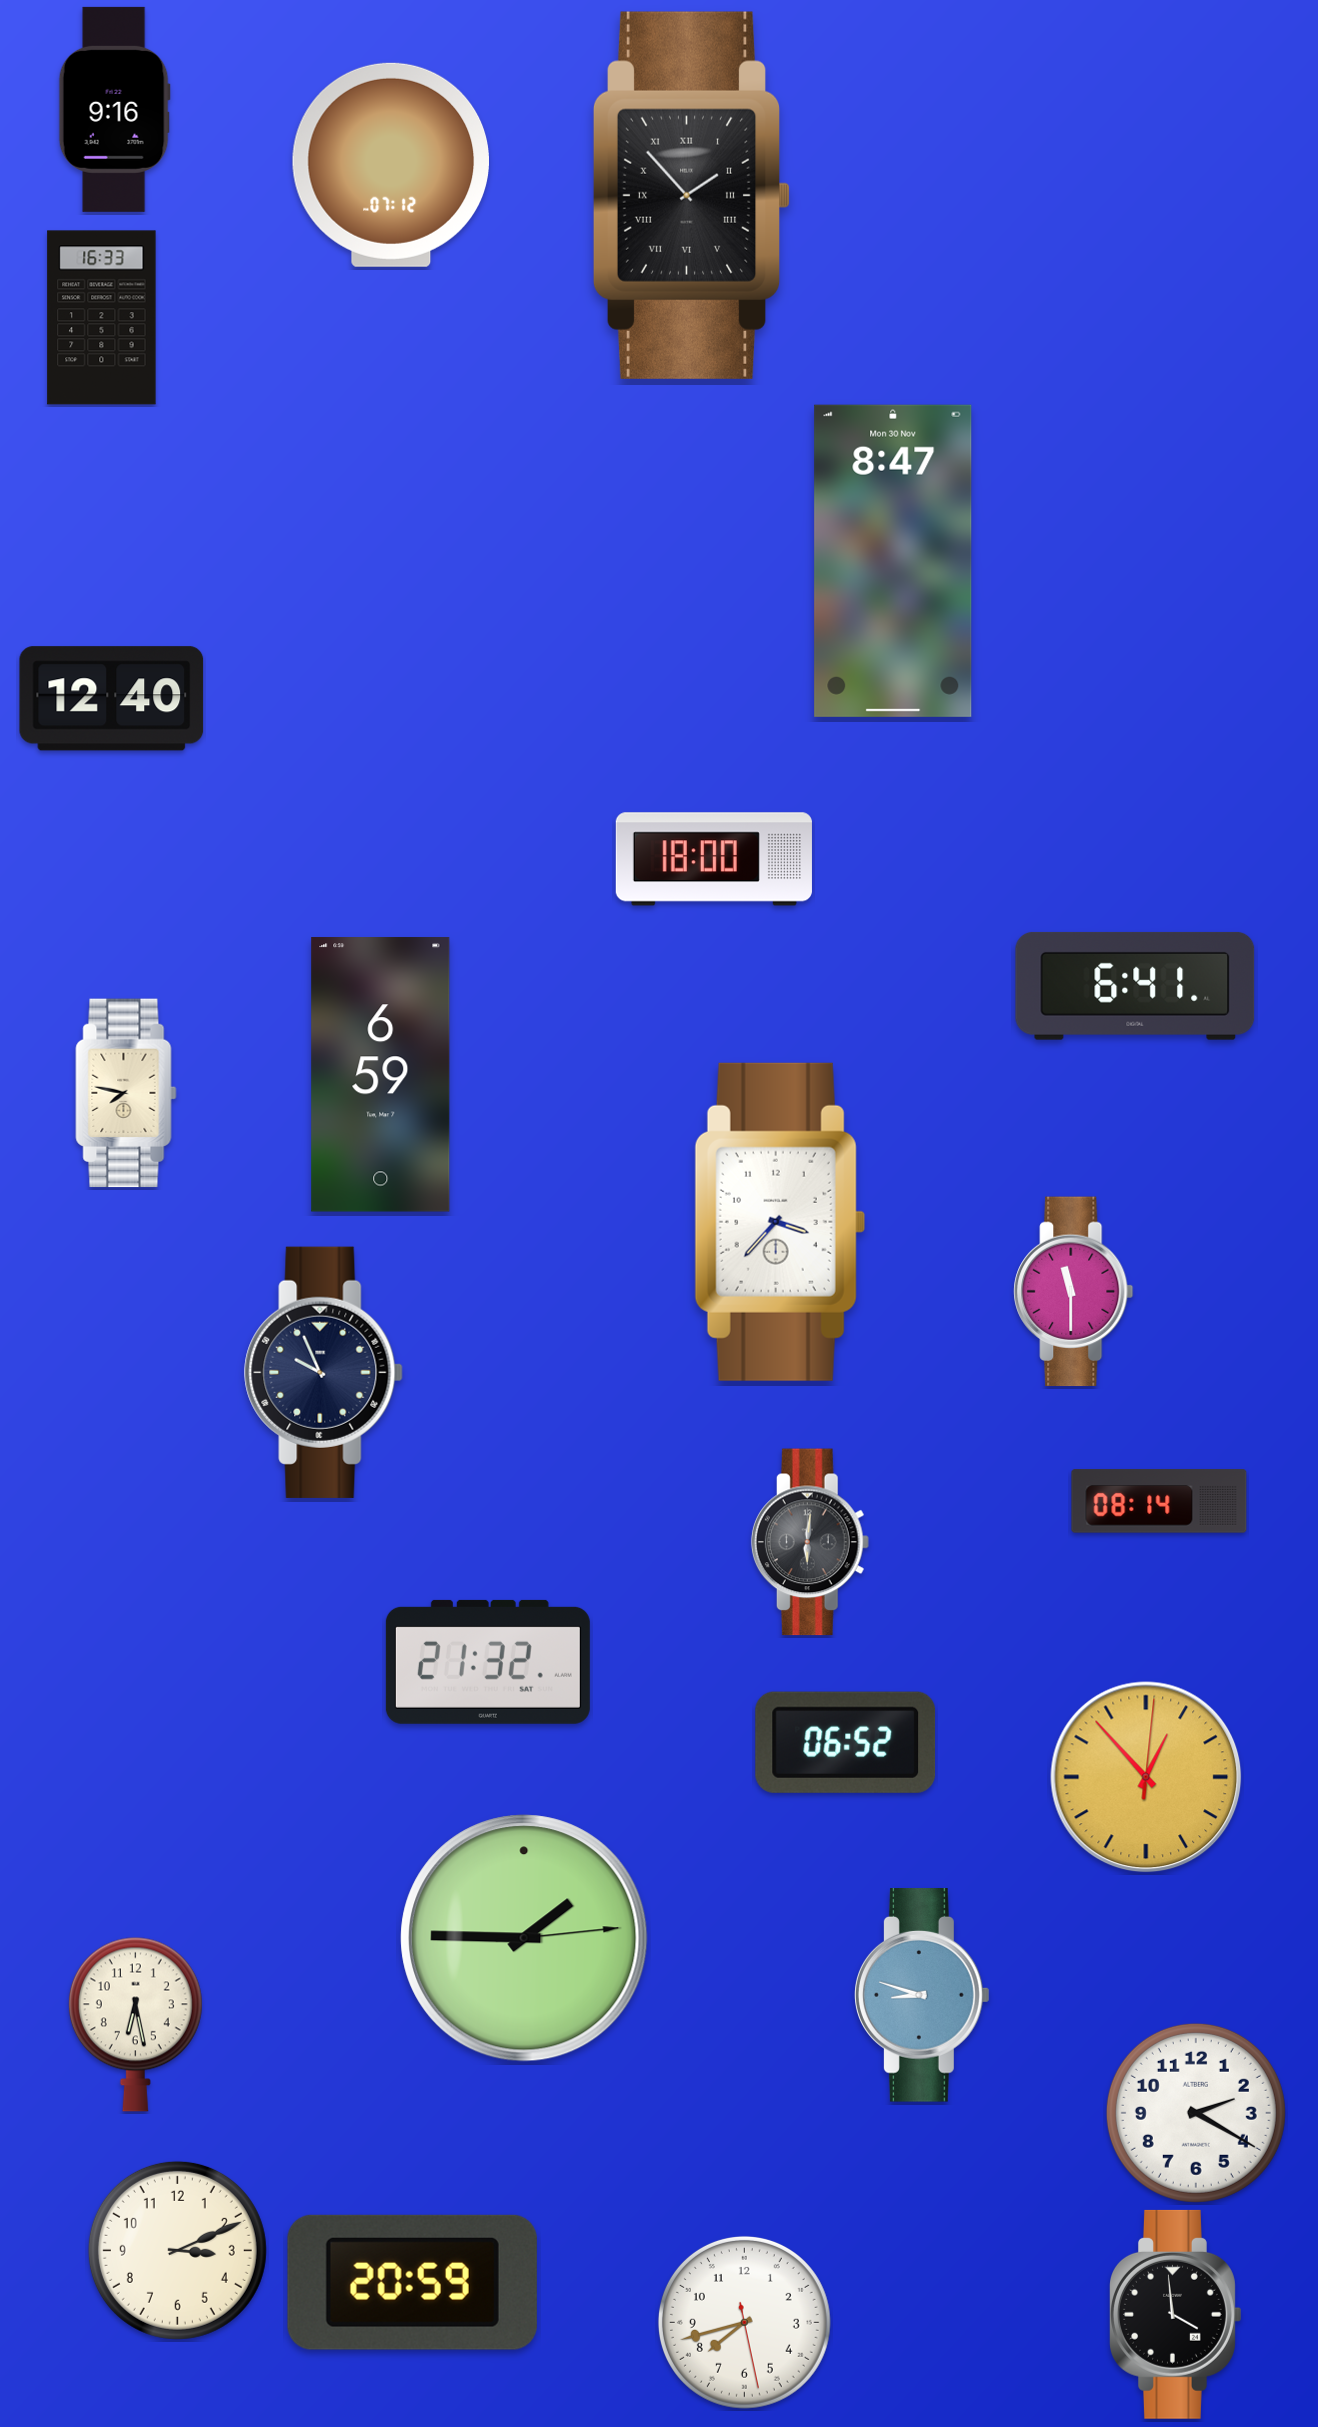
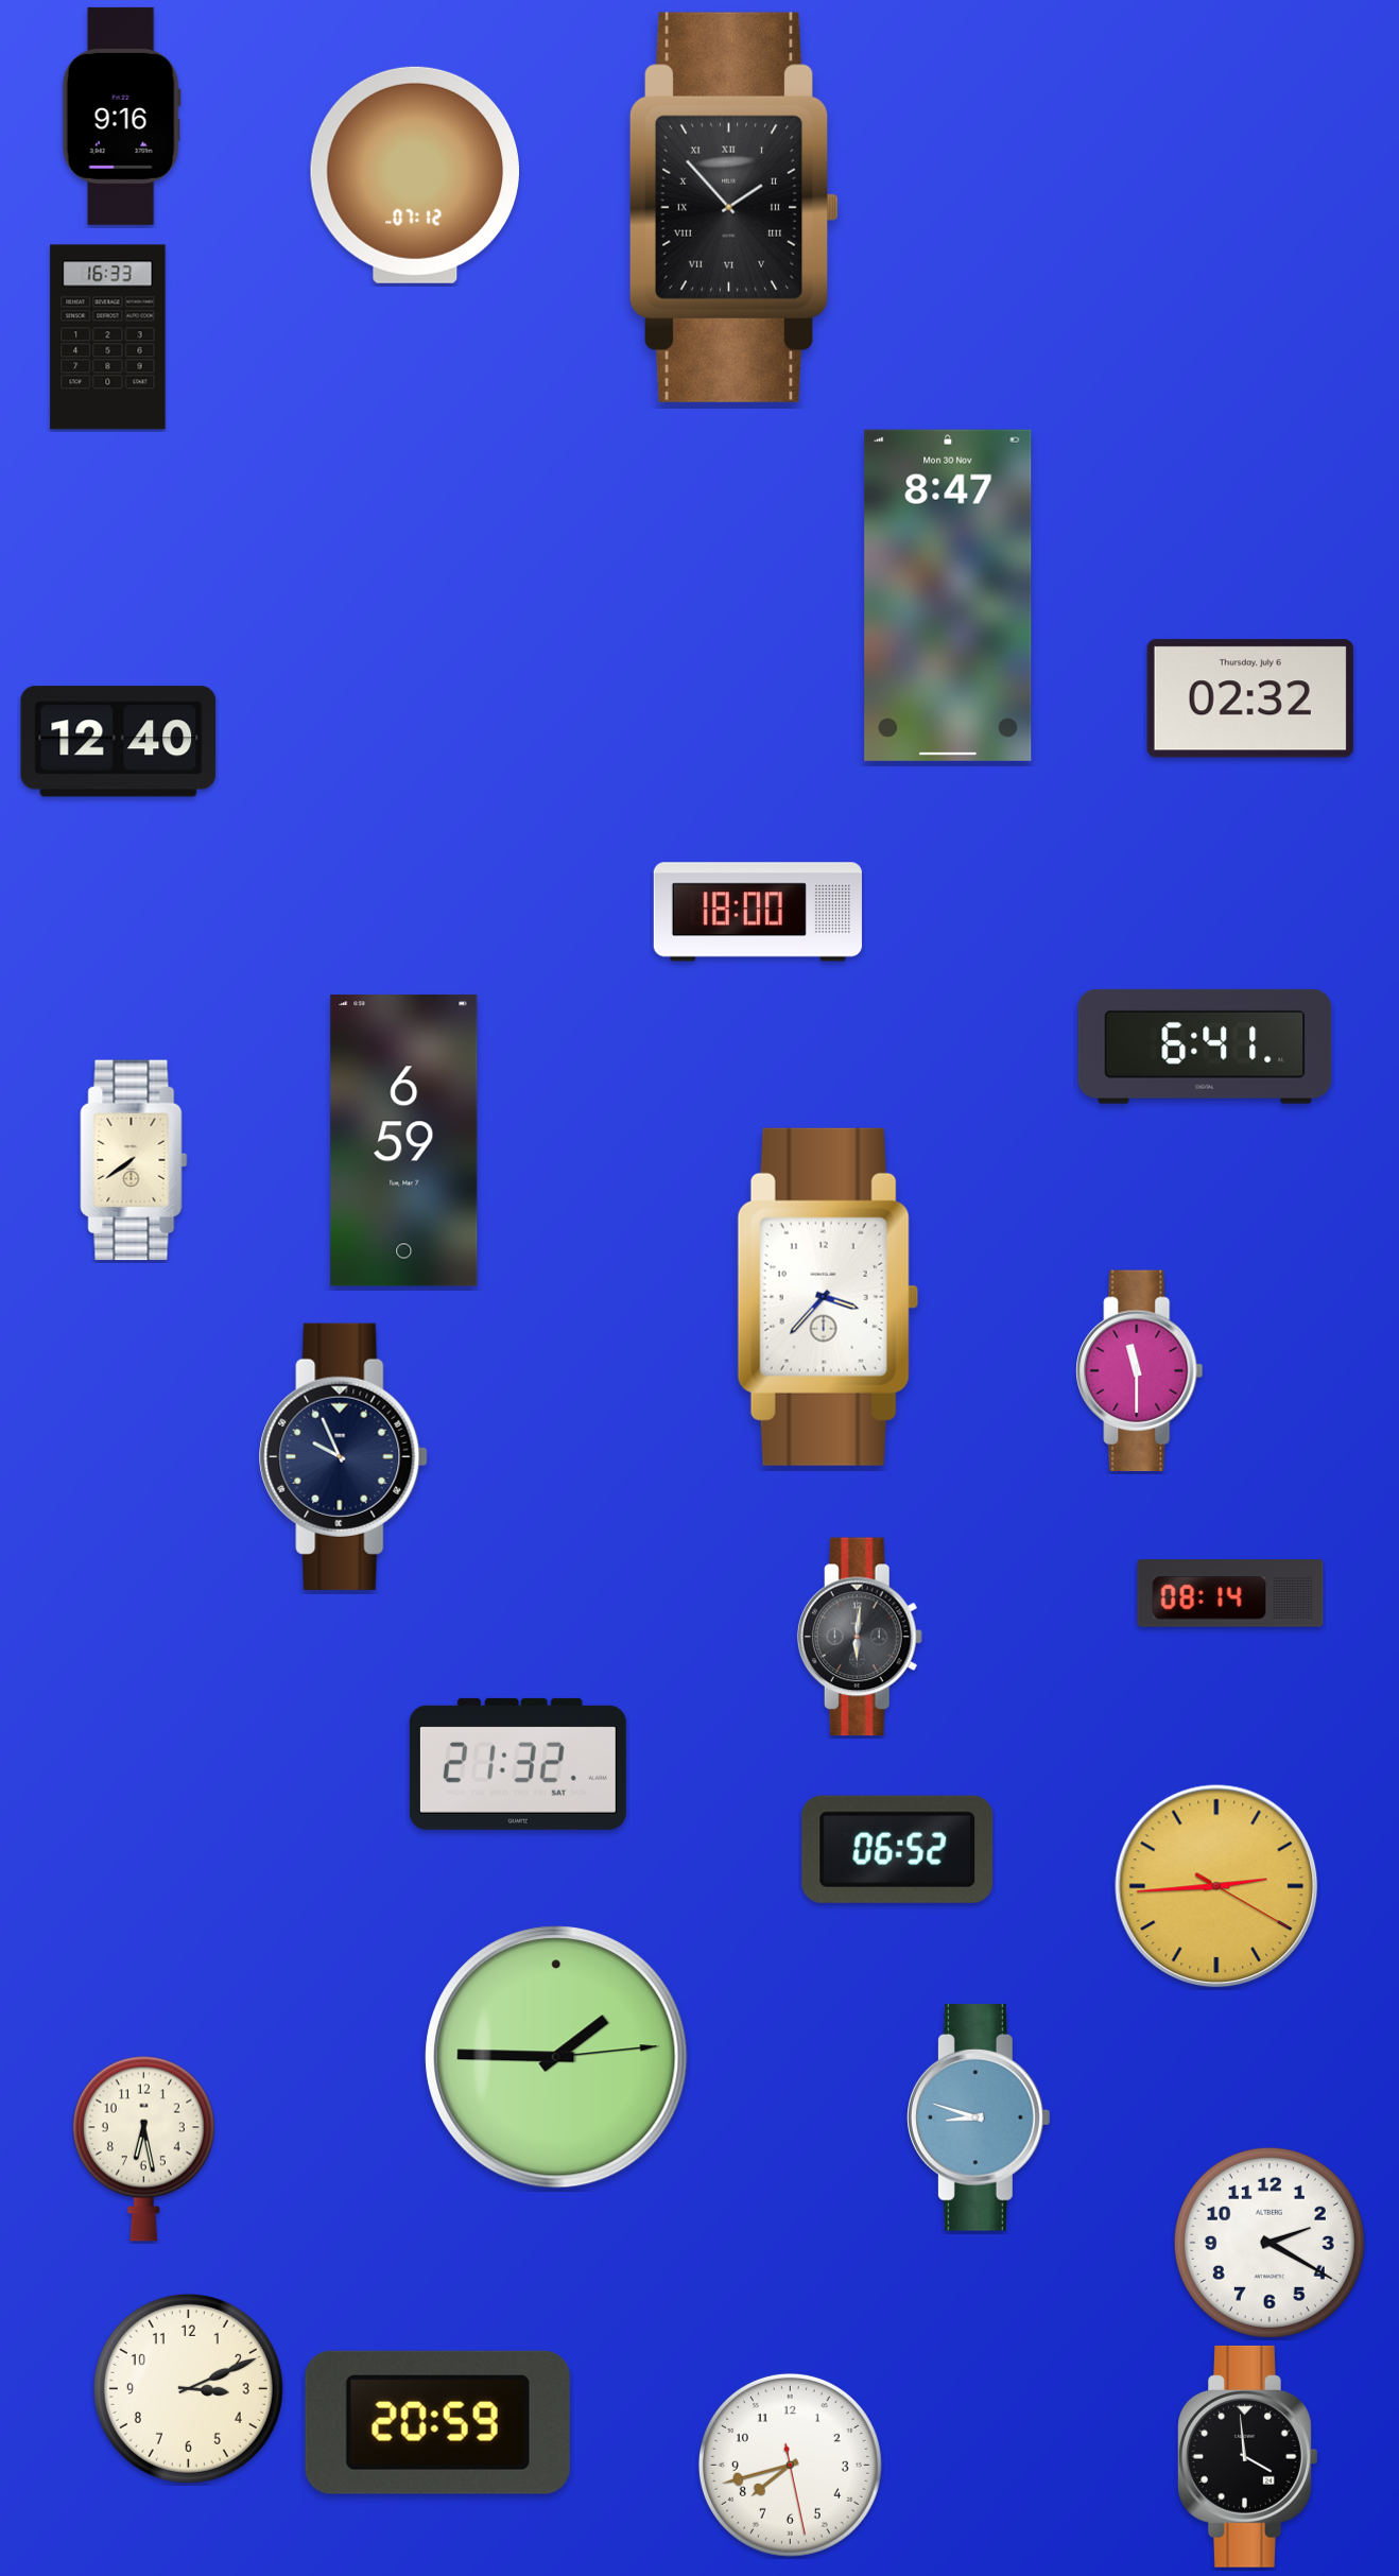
clock at (1250, 698): none -> 02:32
clock at (126, 1093): 7:47 -> 7:39
clock at (1146, 1777): 12:53 -> 2:44
